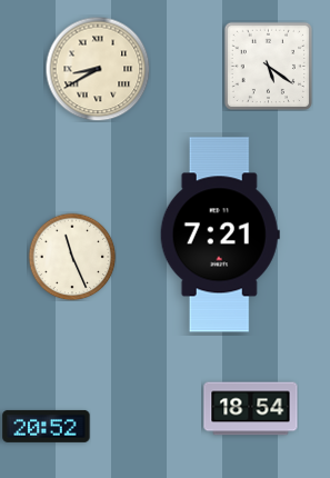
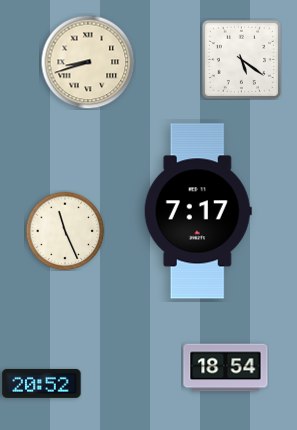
clock at (98, 69): 8:40 -> 8:42
clock at (220, 235): 7:21 -> 7:17
